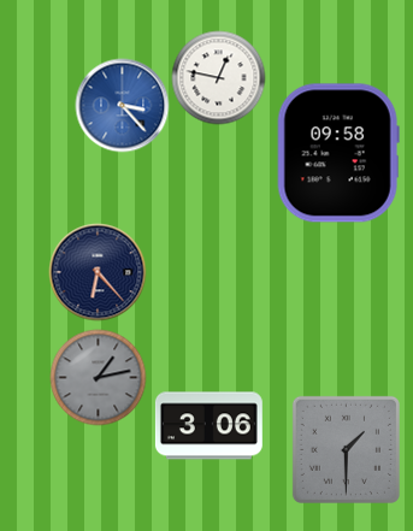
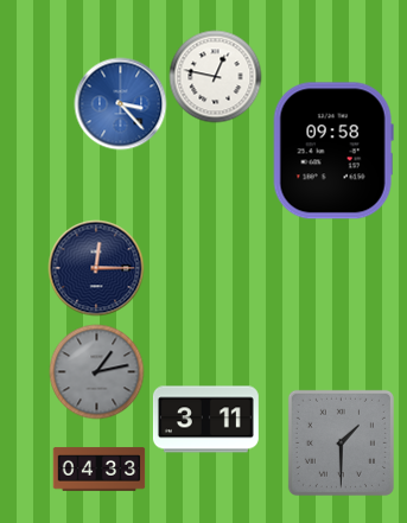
clock at (98, 272): 6:23 -> 12:15
clock at (208, 426): 3:06 -> 3:11
clock at (98, 470): none -> 04:33
